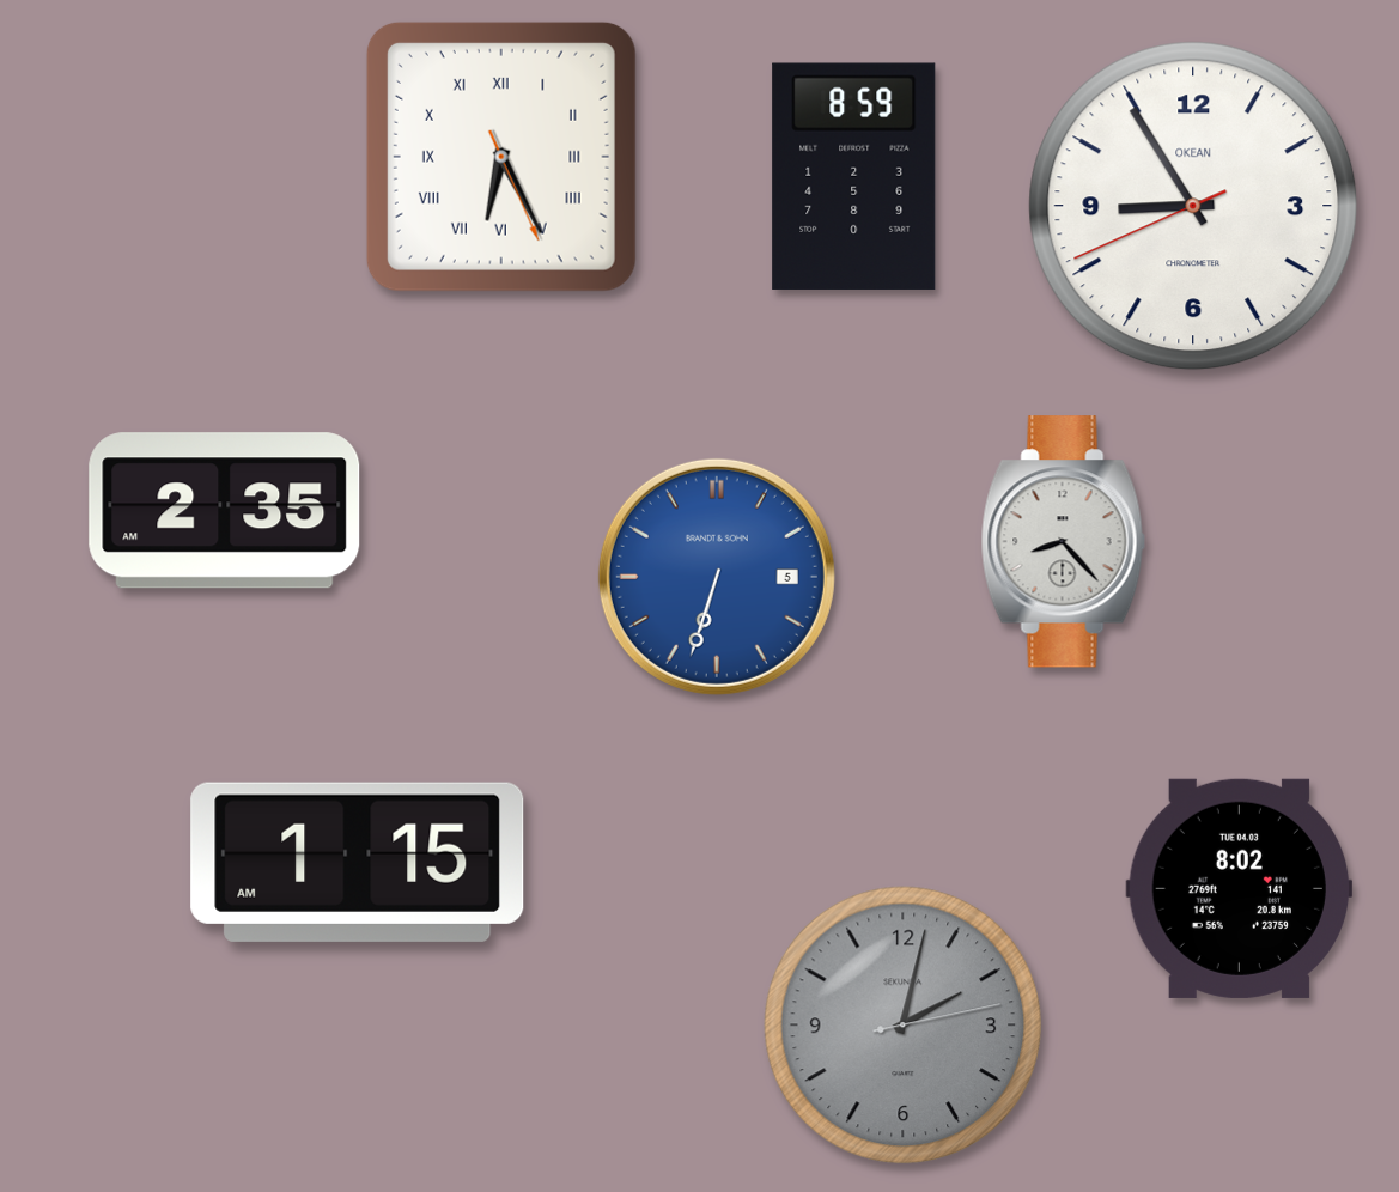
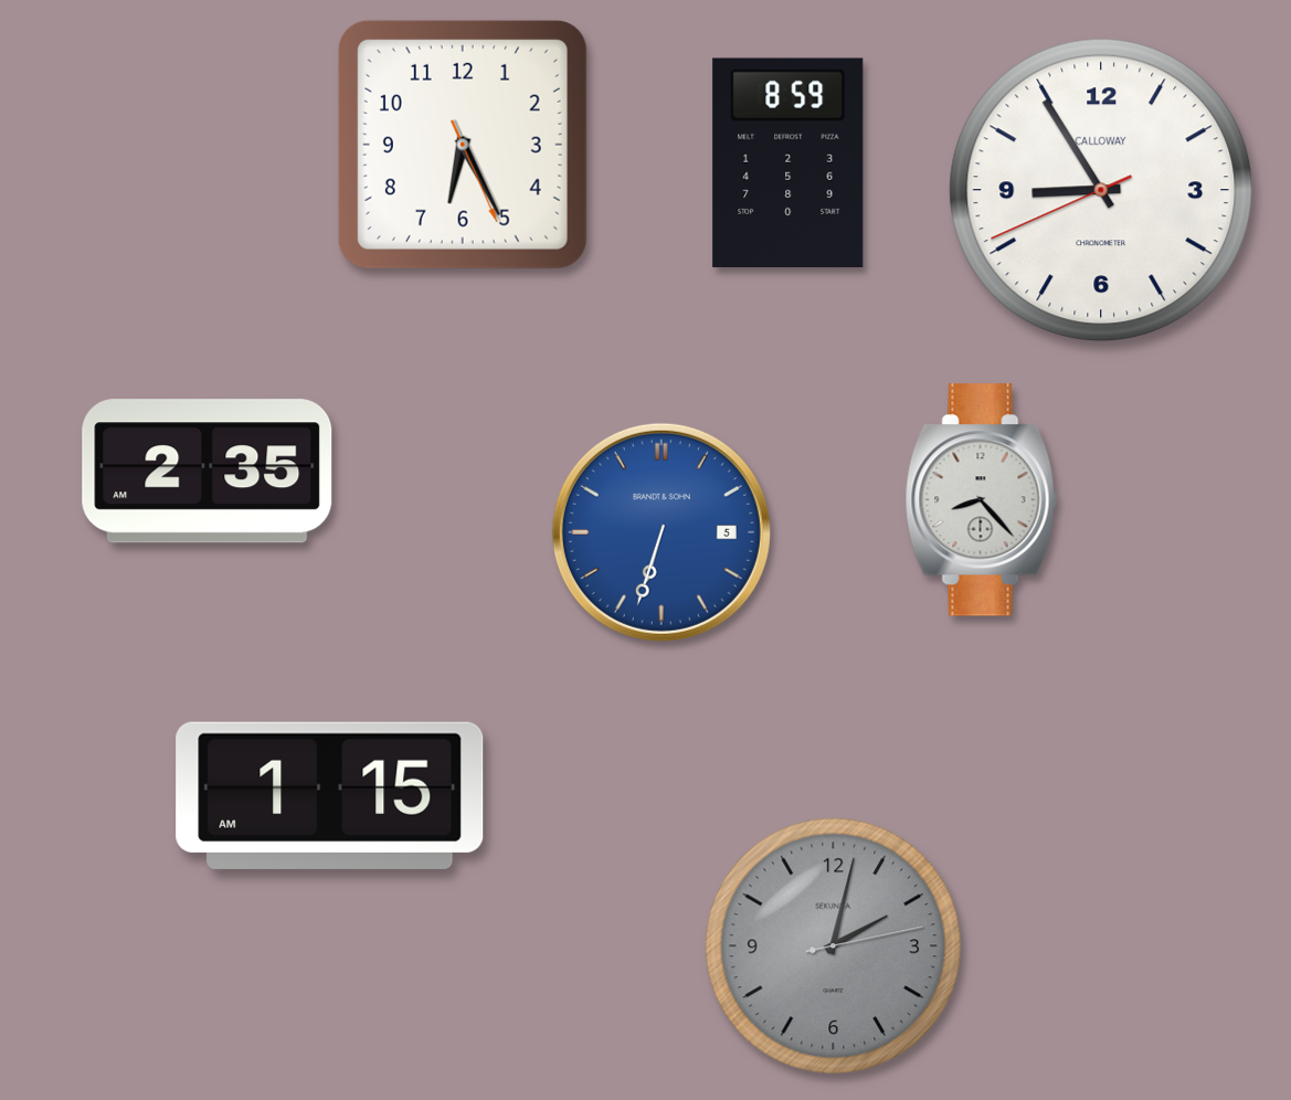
clock at (501, 157) numerals: Roman -> Arabic
clock at (1193, 206) brand: OKEAN -> CALLOWAY
clock at (1240, 888): 8:02 -> none
